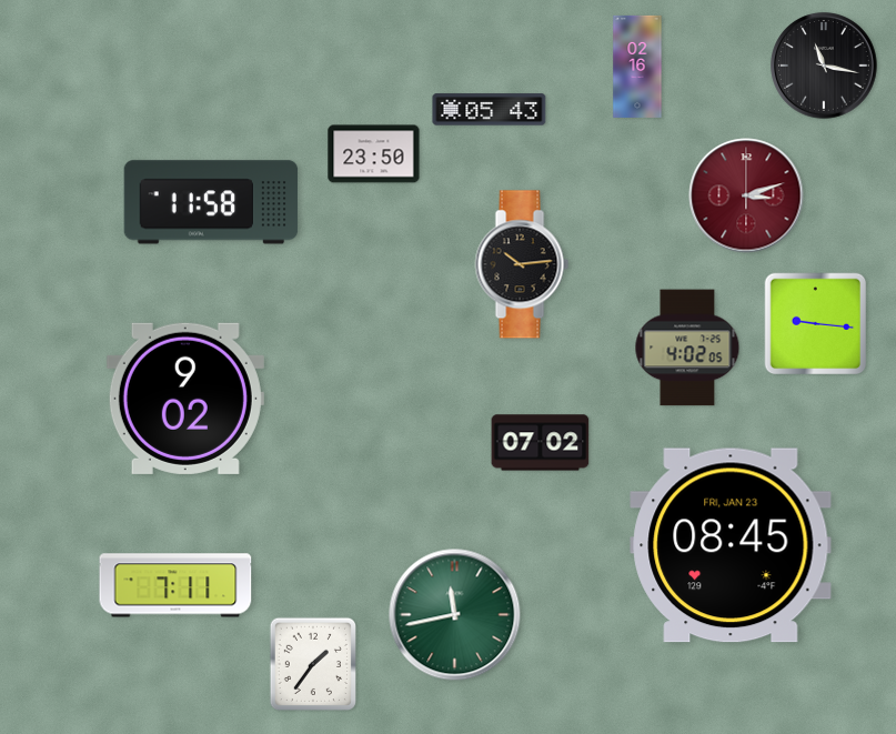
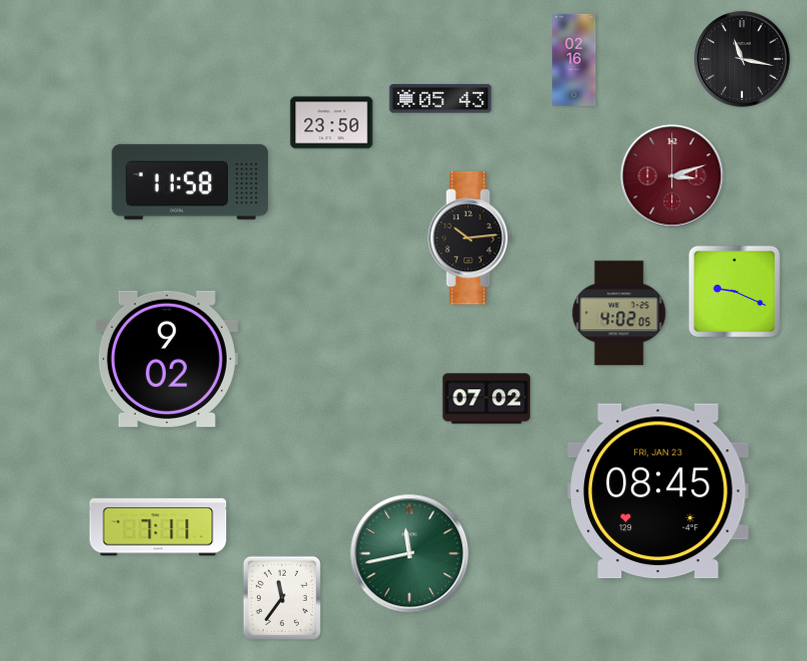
clock at (374, 154) position: (374, 154) -> (332, 123)
clock at (816, 324): 9:16 -> 9:19
clock at (312, 663): 1:36 -> 11:36
